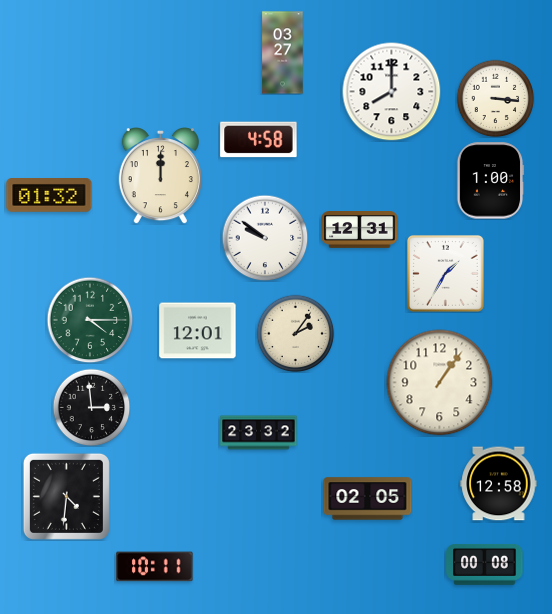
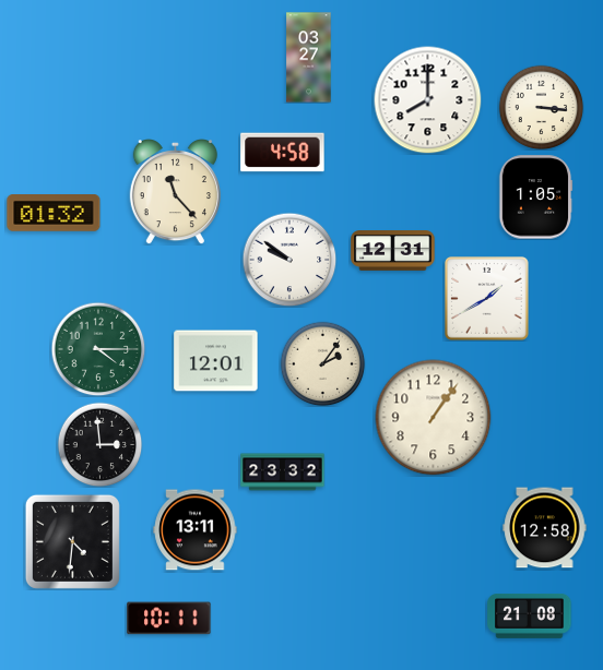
clock at (160, 176): 12:00 -> 11:23
clock at (490, 181): 1:00 -> 1:05
clock at (446, 274): 1:35 -> 1:40
clock at (440, 383) position: (440, 383) -> (434, 418)
clock at (196, 530): none -> 13:11
clock at (368, 499): 02:05 -> none
clock at (485, 565): 00:08 -> 21:08
